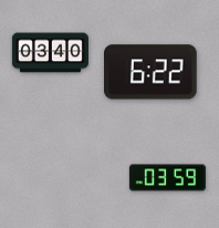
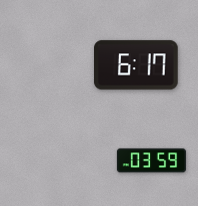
clock at (50, 53): 03:40 -> none
clock at (150, 72): 6:22 -> 6:17
